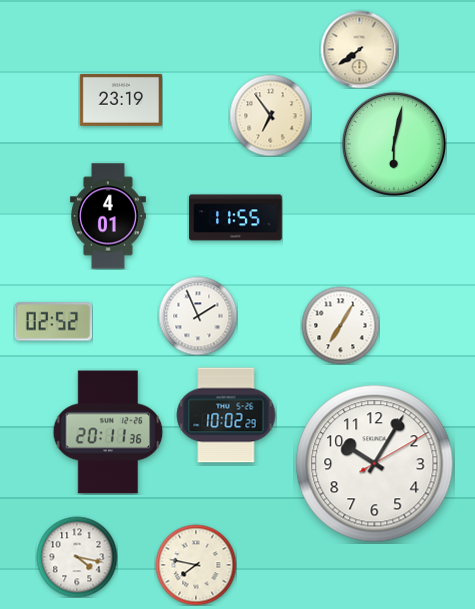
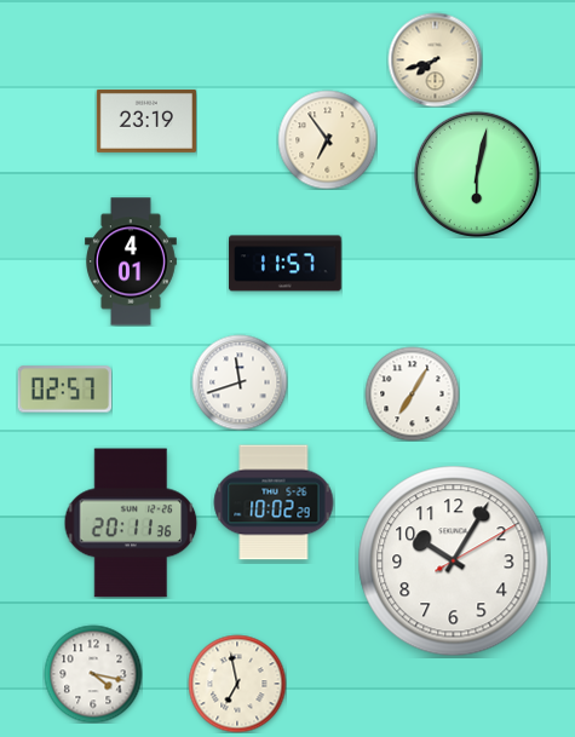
clock at (359, 49): 7:39 -> 7:42
clock at (236, 218): 11:55 -> 11:57
clock at (198, 316): 1:56 -> 11:42
clock at (53, 322): 02:52 -> 02:57
clock at (196, 565): 7:47 -> 6:58
